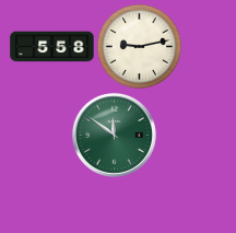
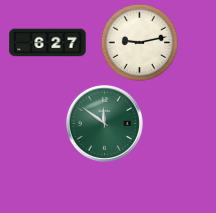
clock at (139, 46) position: (139, 46) -> (139, 42)
clock at (52, 47): 5:58 -> 6:27
